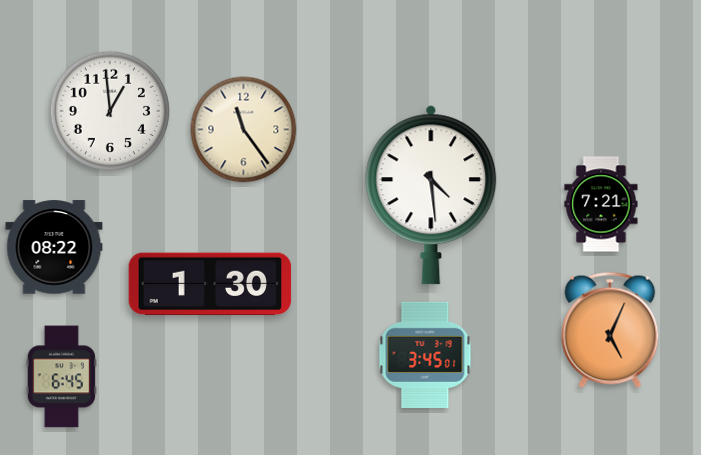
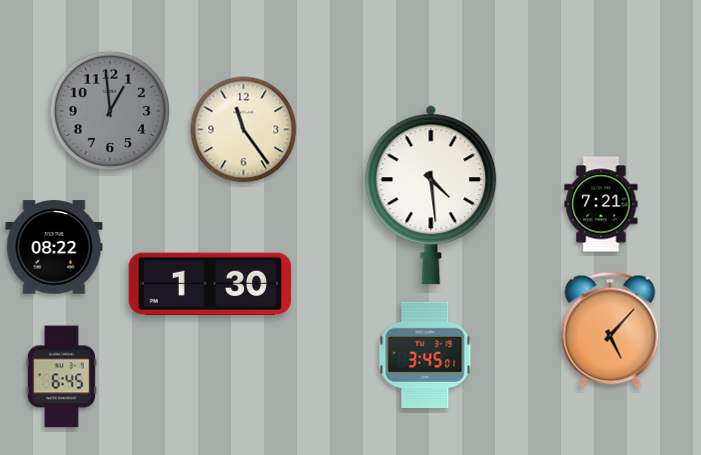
clock at (110, 111) dial: white -> grey
clock at (610, 330): 5:04 -> 5:07
